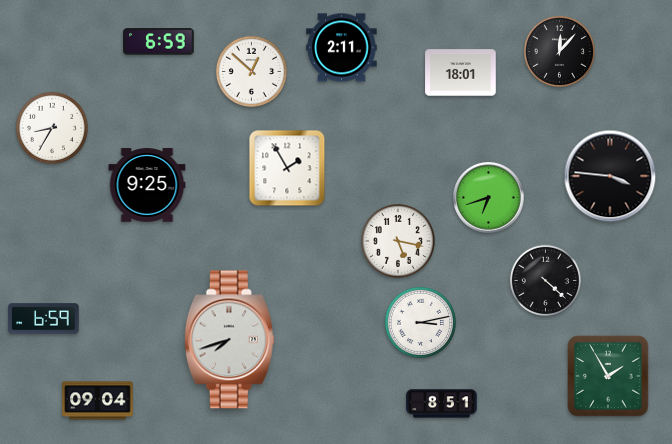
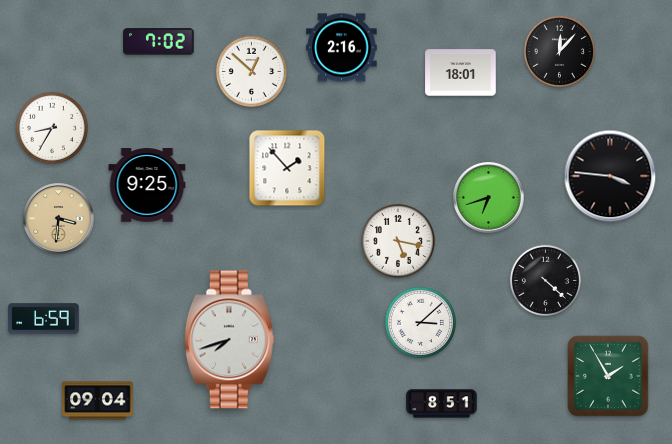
clock at (159, 42): 6:59 -> 7:02
clock at (342, 48): 2:11 -> 2:16
clock at (287, 168): 1:55 -> 1:53
clock at (59, 219): none -> 3:31
clock at (420, 322): 3:13 -> 3:08
